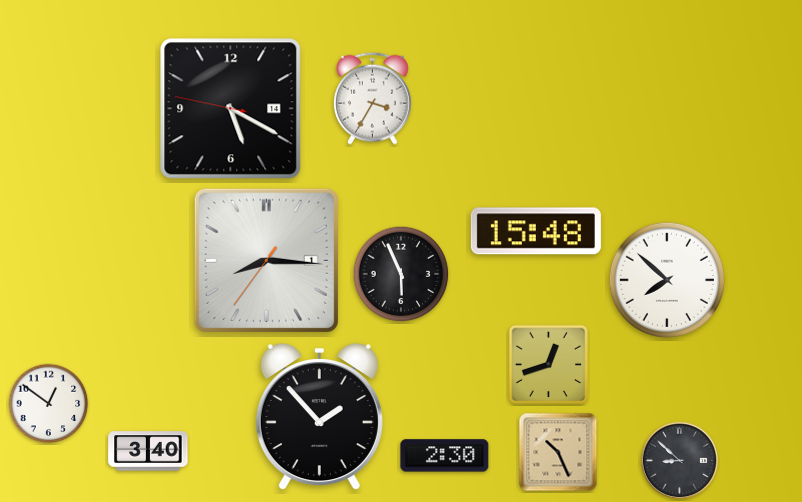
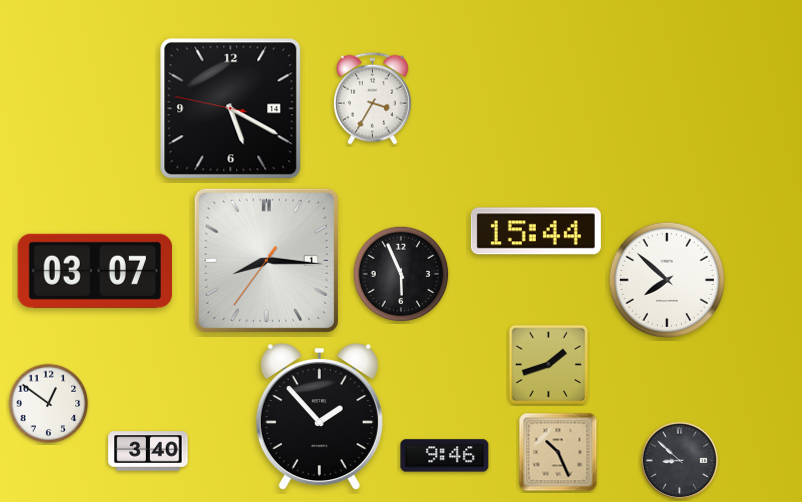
clock at (536, 231): 15:48 -> 15:44
clock at (95, 271): none -> 03:07
clock at (548, 364): 12:42 -> 1:42
clock at (445, 456): 2:30 -> 9:46
